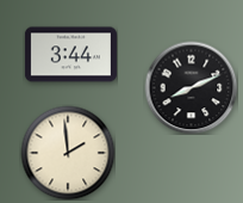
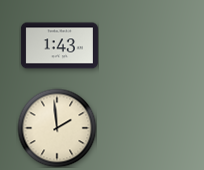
clock at (70, 55): 3:44 -> 1:43
clock at (191, 87): 8:11 -> none
